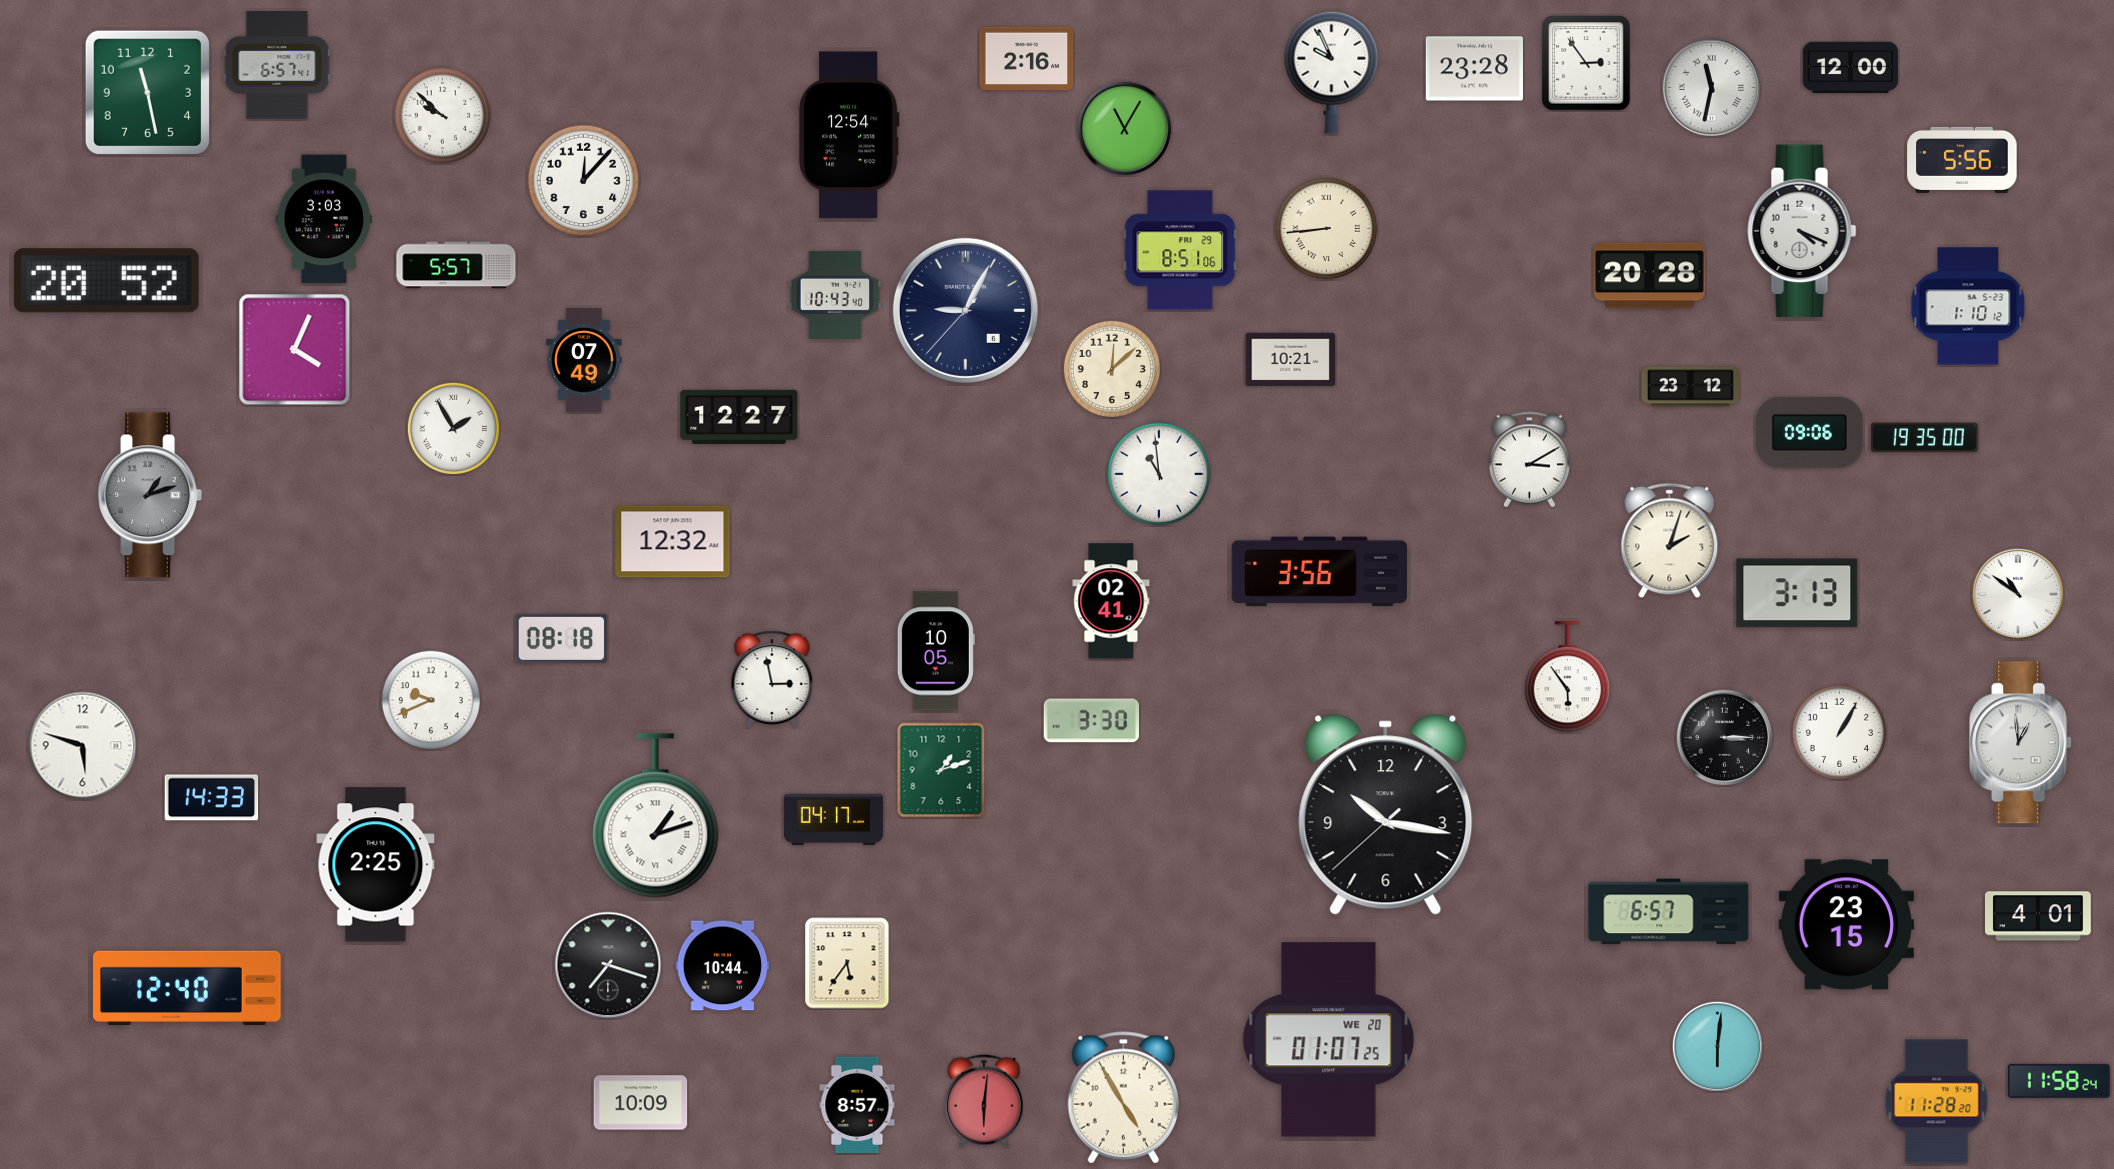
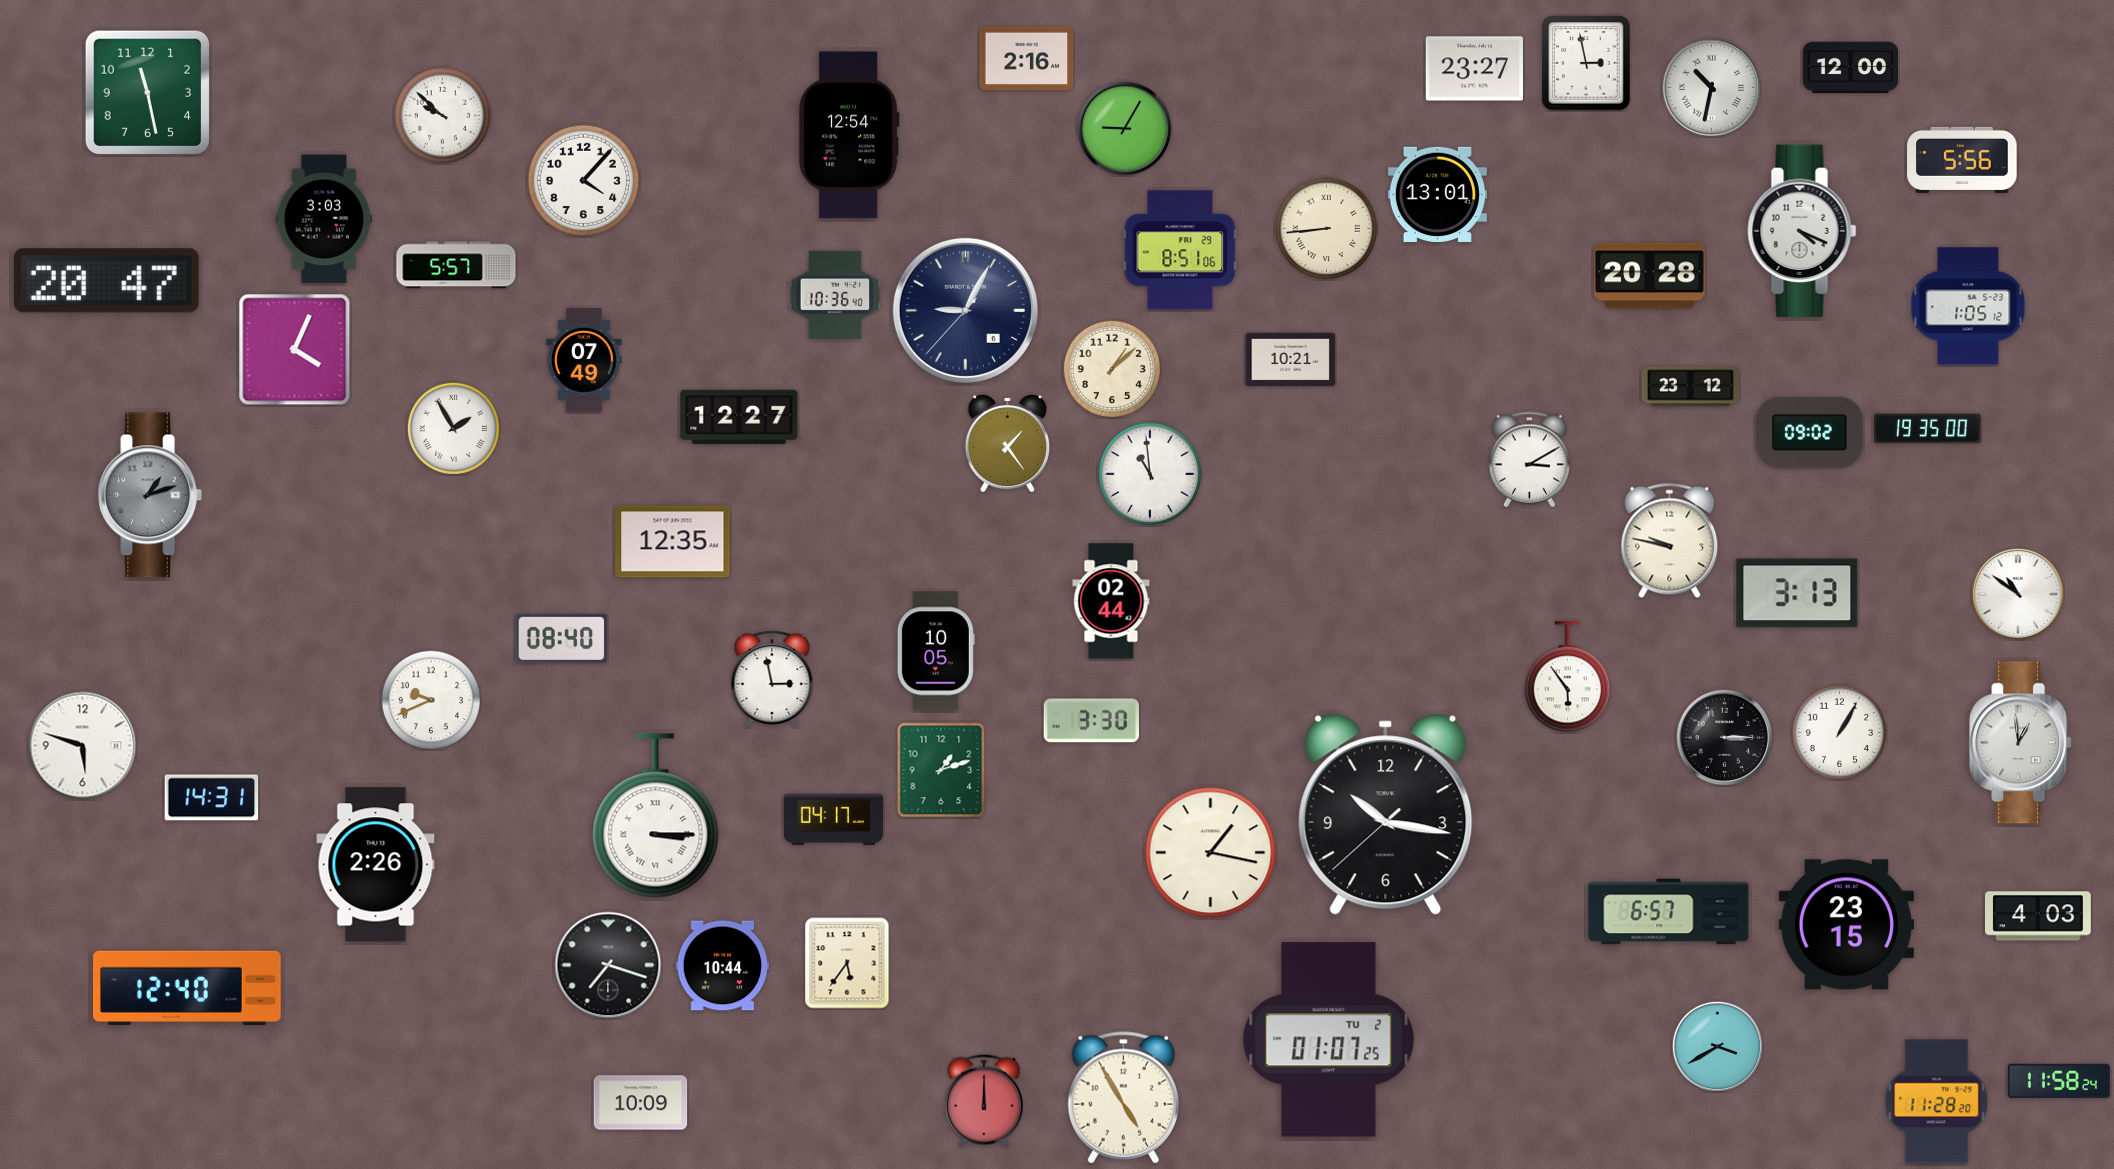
clock at (1586, 63): 2:54 -> 2:58
clock at (277, 65): 6:57 -> none
clock at (1474, 69): 23:28 -> 23:27
clock at (1332, 72): 9:56 -> none
clock at (1712, 88): 11:32 -> 10:32
clock at (1124, 128): 11:05 -> 9:05
clock at (584, 181): 12:07 -> 4:07
clock at (1437, 194): none -> 13:01
clock at (106, 281): 20:52 -> 20:47
clock at (835, 295): 10:43 -> 10:36
clock at (1968, 306): 1:10 -> 1:05
clock at (1111, 368): 12:08 -> 1:08
clock at (1810, 432): 09:06 -> 09:02
clock at (1925, 438) position: (1925, 438) -> (1928, 429)
clock at (1007, 443): none -> 1:24
clock at (1159, 474) position: (1159, 474) -> (1150, 474)
clock at (1670, 541): 2:03 -> 9:47
clock at (673, 542): 12:32 -> 12:35
clock at (1319, 572): 3:56 -> none
clock at (1111, 601): 02:41 -> 02:44
clock at (562, 638): 08:18 -> 08:40
clock at (212, 798): 14:33 -> 14:31
clock at (656, 816): 1:12 -> 3:15
clock at (1211, 853): none -> 1:17
clock at (376, 865): 2:25 -> 2:26
clock at (2039, 916): 4:01 -> 4:03
clock at (1329, 1040) date: WE 20 -> TU 2
clock at (1717, 1046): 6:01 -> 3:40
clock at (984, 1101): 6:01 -> 12:00
clock at (857, 1104): 8:57 -> none
